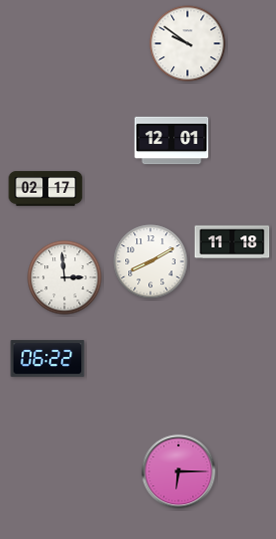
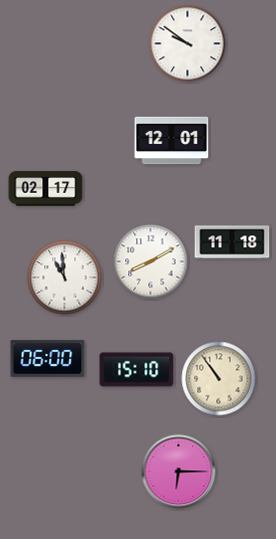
clock at (65, 278): 2:59 -> 10:59
clock at (48, 359): 06:22 -> 06:00
clock at (137, 370): none -> 15:10
clock at (219, 379): none -> 10:54
